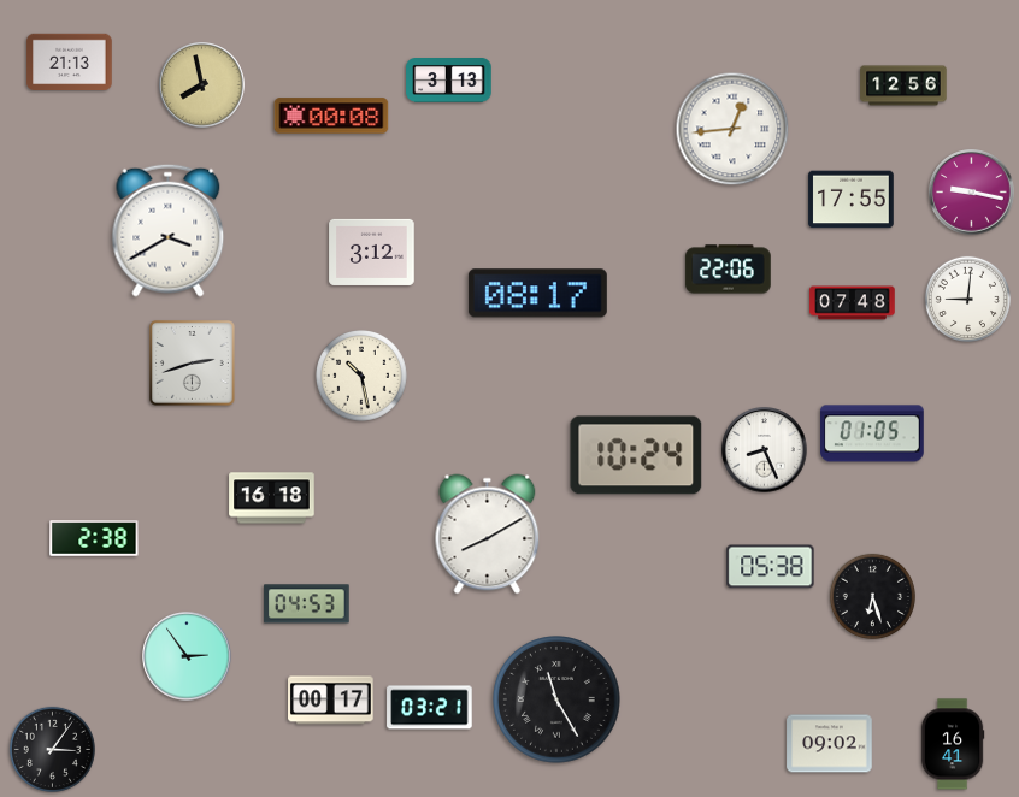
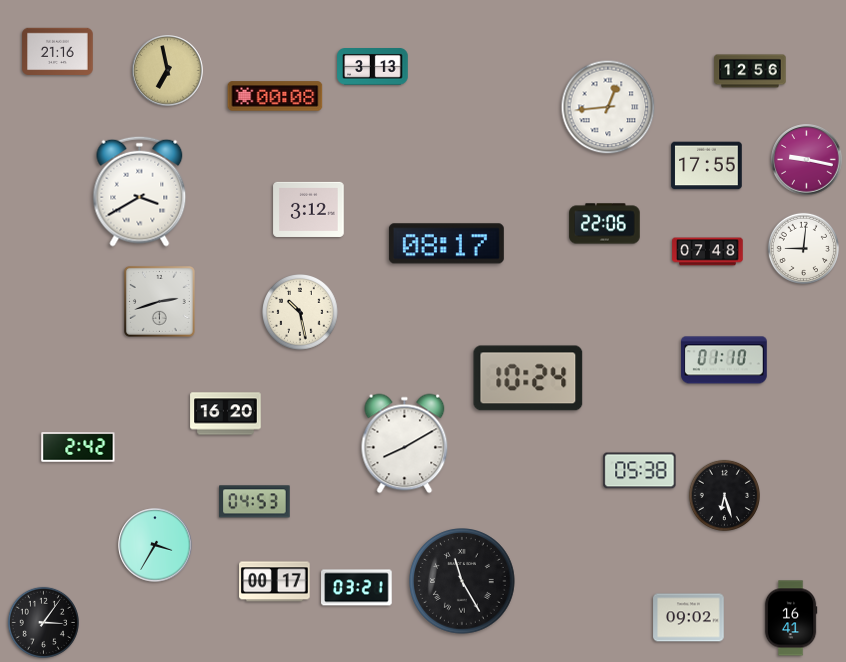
clock at (70, 63): 21:13 -> 21:16
clock at (202, 85): 7:58 -> 6:58
clock at (872, 433): 01:05 -> 01:10
clock at (765, 450): 8:26 -> none
clock at (272, 498): 16:18 -> 16:20
clock at (94, 538): 2:38 -> 2:42
clock at (187, 656): 2:54 -> 3:35
